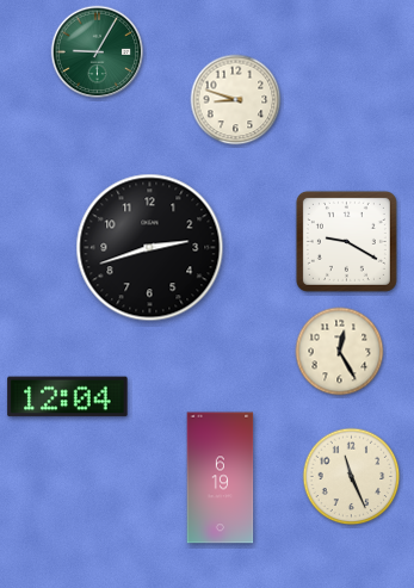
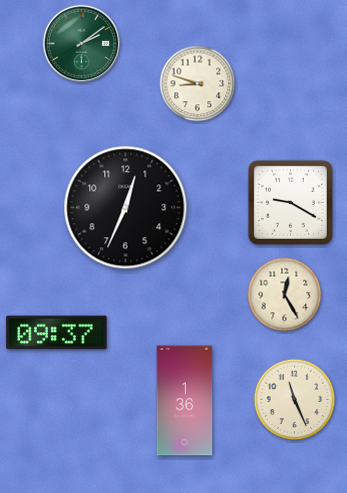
clock at (98, 52): 9:05 -> 2:09
clock at (150, 248): 2:42 -> 12:34
clock at (68, 397): 12:04 -> 09:37
clock at (221, 478): 6:19 -> 1:36
